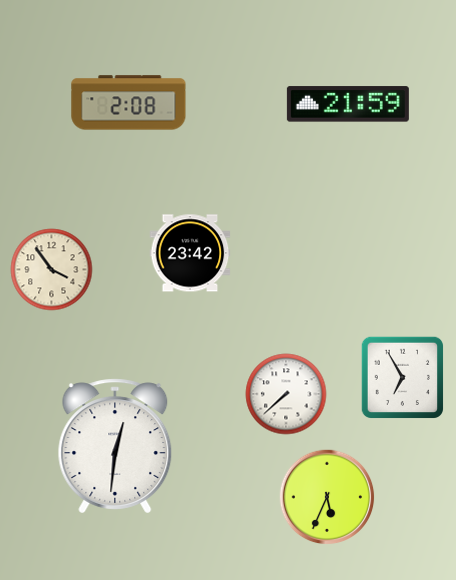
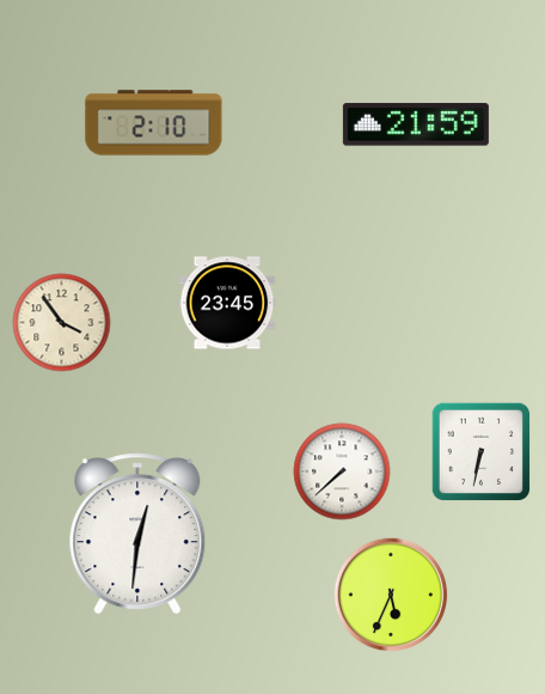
clock at (129, 103): 2:08 -> 2:10
clock at (190, 253): 23:42 -> 23:45
clock at (402, 377): 6:55 -> 6:32
